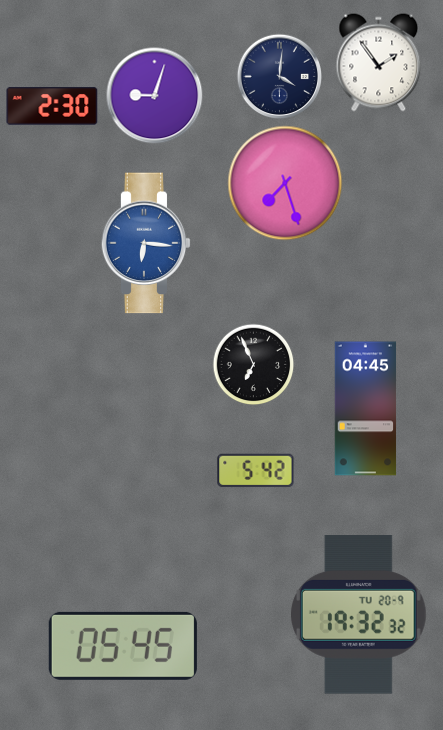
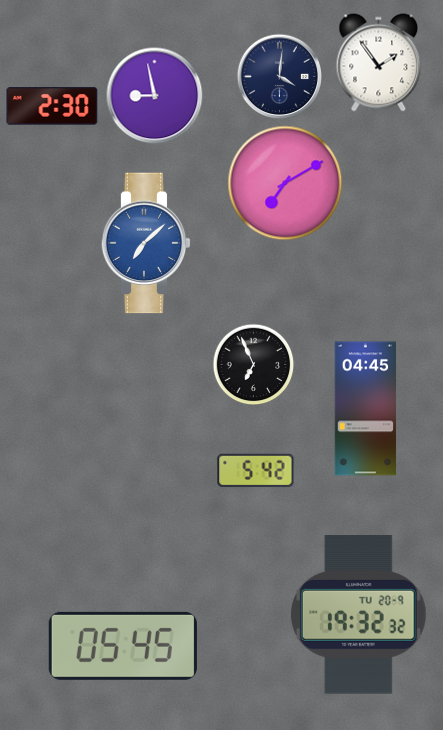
clock at (155, 96): 9:03 -> 8:58
clock at (285, 183): 7:27 -> 7:10
clock at (146, 243): 6:16 -> 7:08
